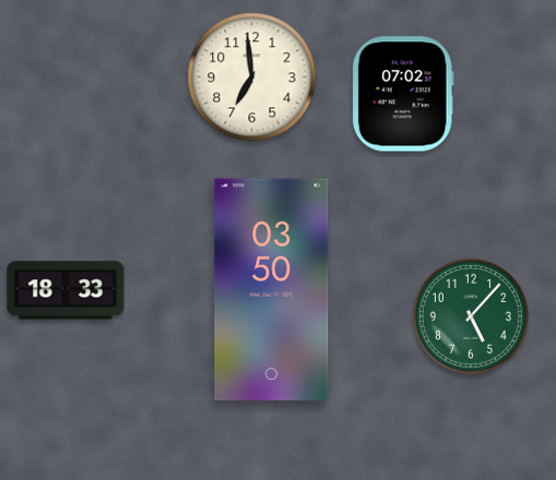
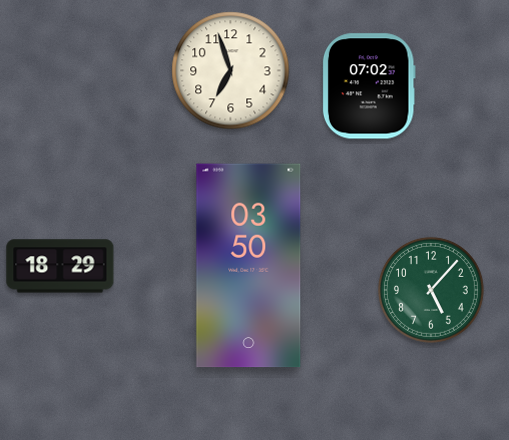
clock at (252, 77): 6:59 -> 6:57
clock at (66, 290): 18:33 -> 18:29
